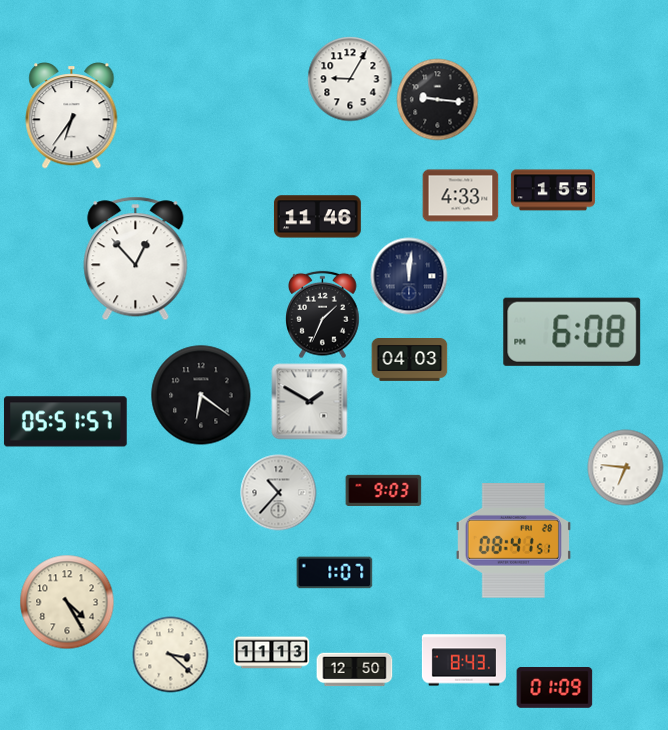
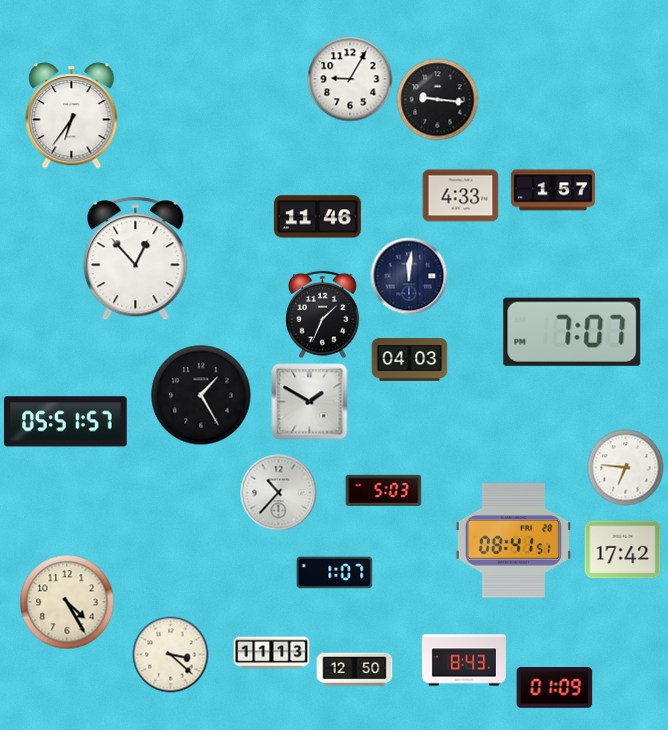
clock at (553, 190): 1:55 -> 1:57
clock at (572, 332): 6:08 -> 7:07
clock at (201, 395): 6:21 -> 1:25
clock at (384, 490): 9:03 -> 5:03
clock at (623, 550): none -> 17:42
